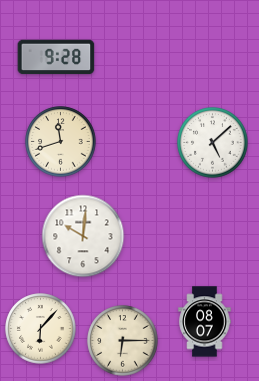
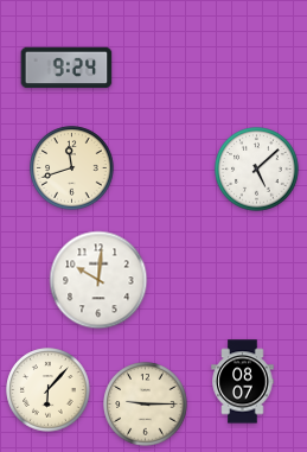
clock at (56, 57): 9:28 -> 9:24
clock at (213, 143) position: (213, 143) -> (257, 170)
clock at (123, 341): 6:15 -> 9:15
